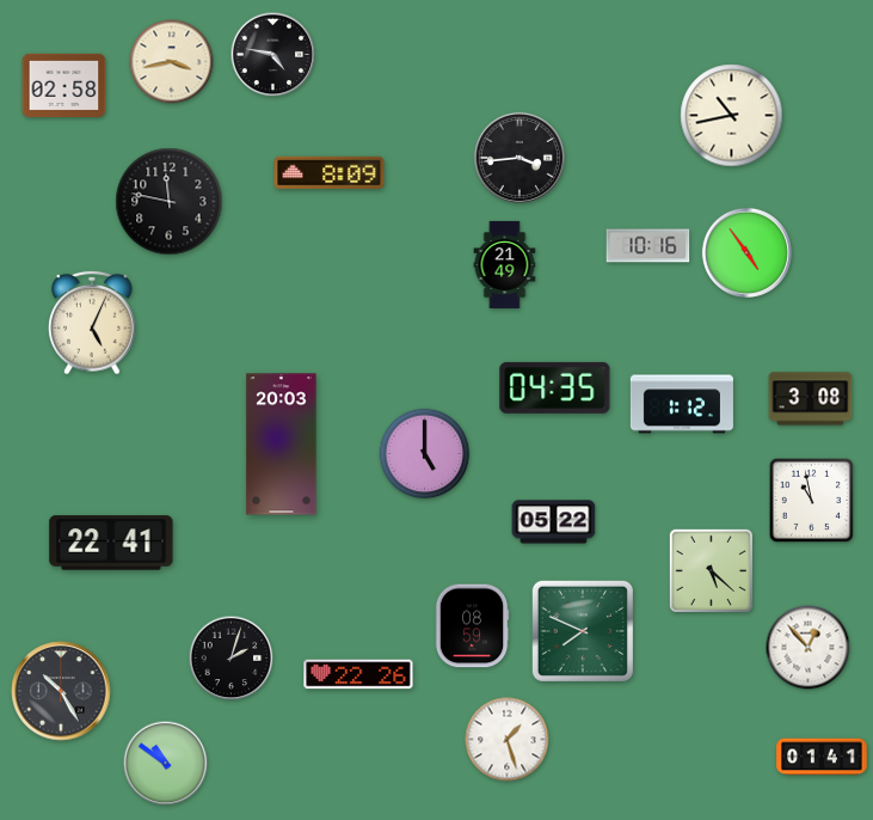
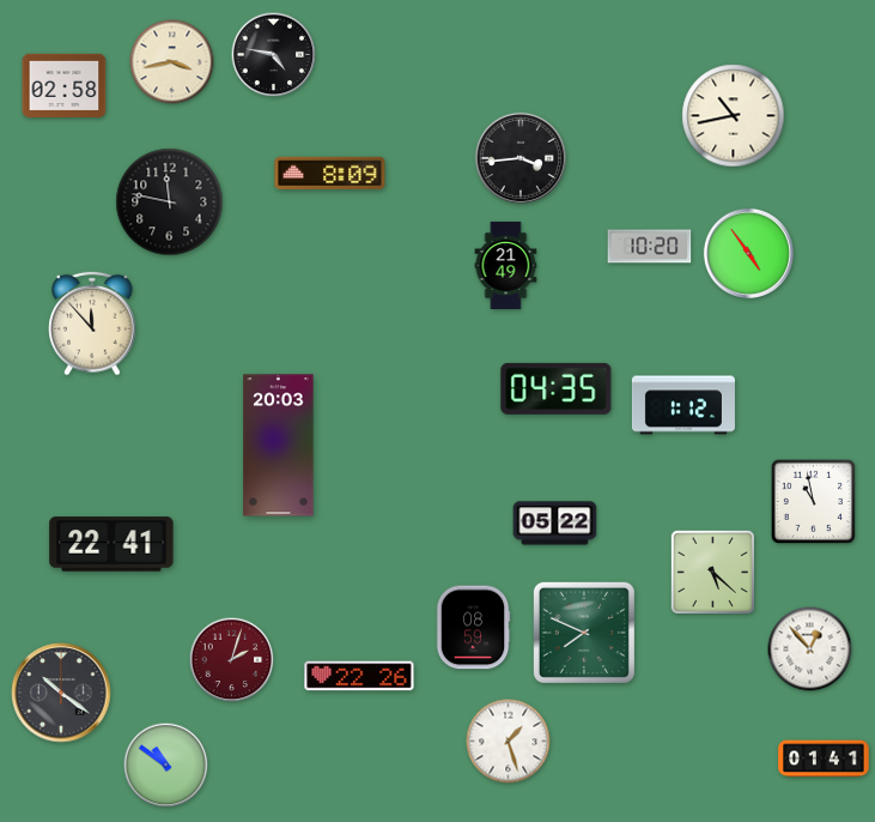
clock at (648, 246): 10:16 -> 10:20
clock at (92, 323): 5:04 -> 11:53
clock at (811, 399): 3:08 -> none
clock at (282, 445) position: (282, 445) -> (279, 446)
clock at (425, 454): 5:00 -> none
clock at (232, 659) dial: black -> burgundy
clock at (61, 691): 10:25 -> 10:21
